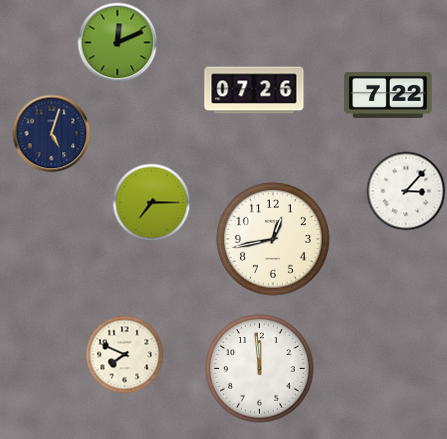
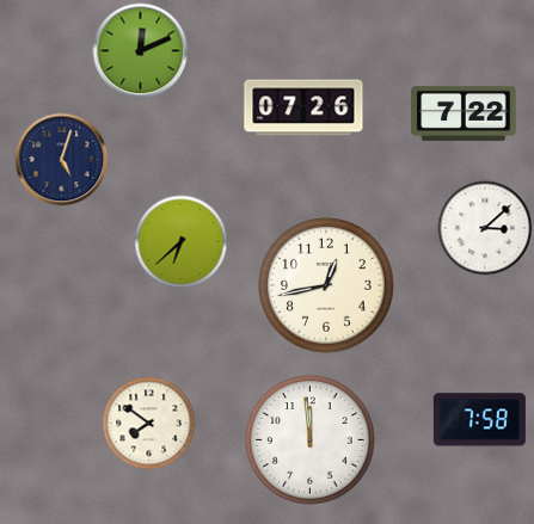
clock at (406, 191): 3:07 -> 3:08
clock at (151, 202): 7:15 -> 6:38
clock at (479, 420): none -> 7:58
clock at (124, 354): 7:49 -> 7:51
